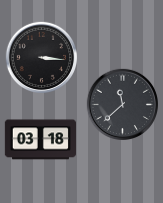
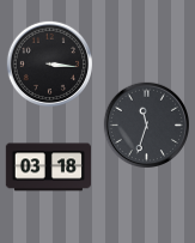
clock at (41, 57) position: (41, 57) -> (49, 63)
clock at (122, 104): 11:38 -> 11:33
